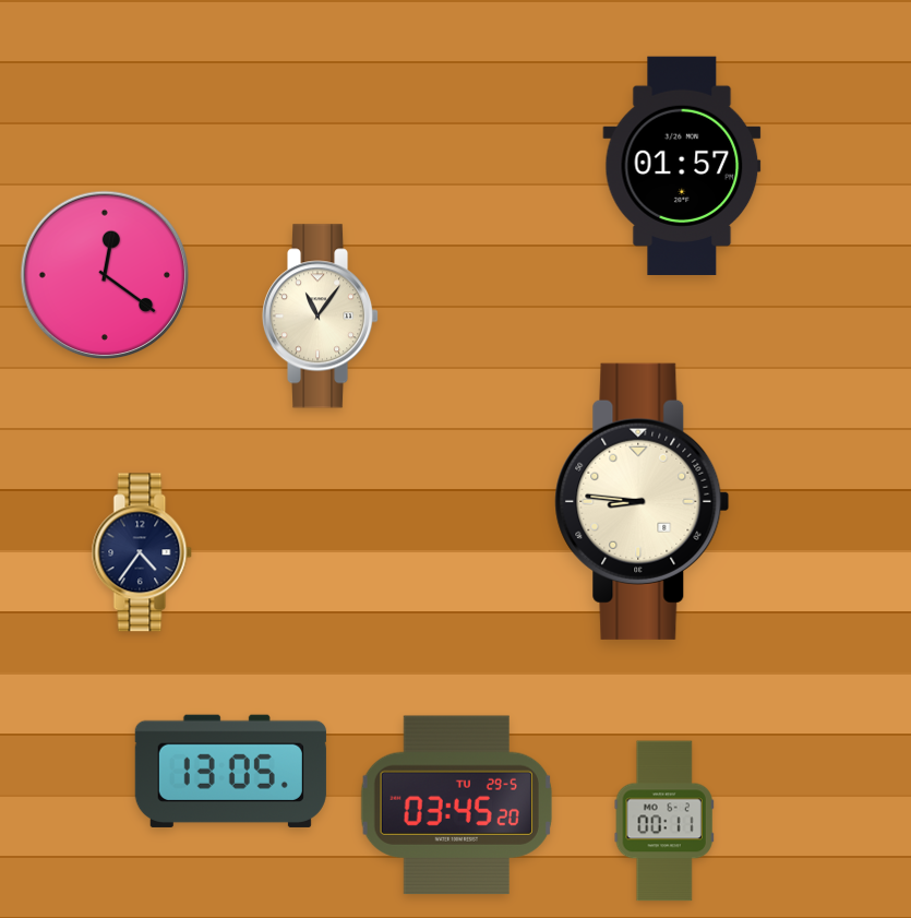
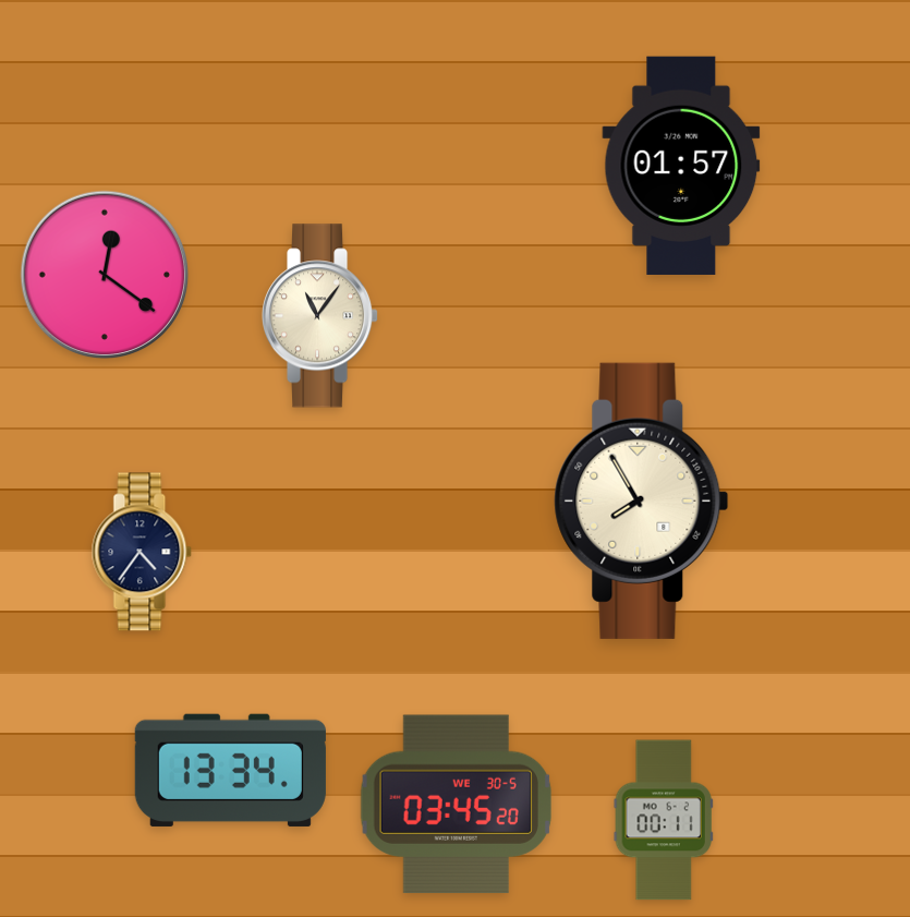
clock at (643, 501): 8:46 -> 7:55
clock at (230, 771): 13:05 -> 13:34
clock at (456, 806) date: TU 29-5 -> WE 30-5
